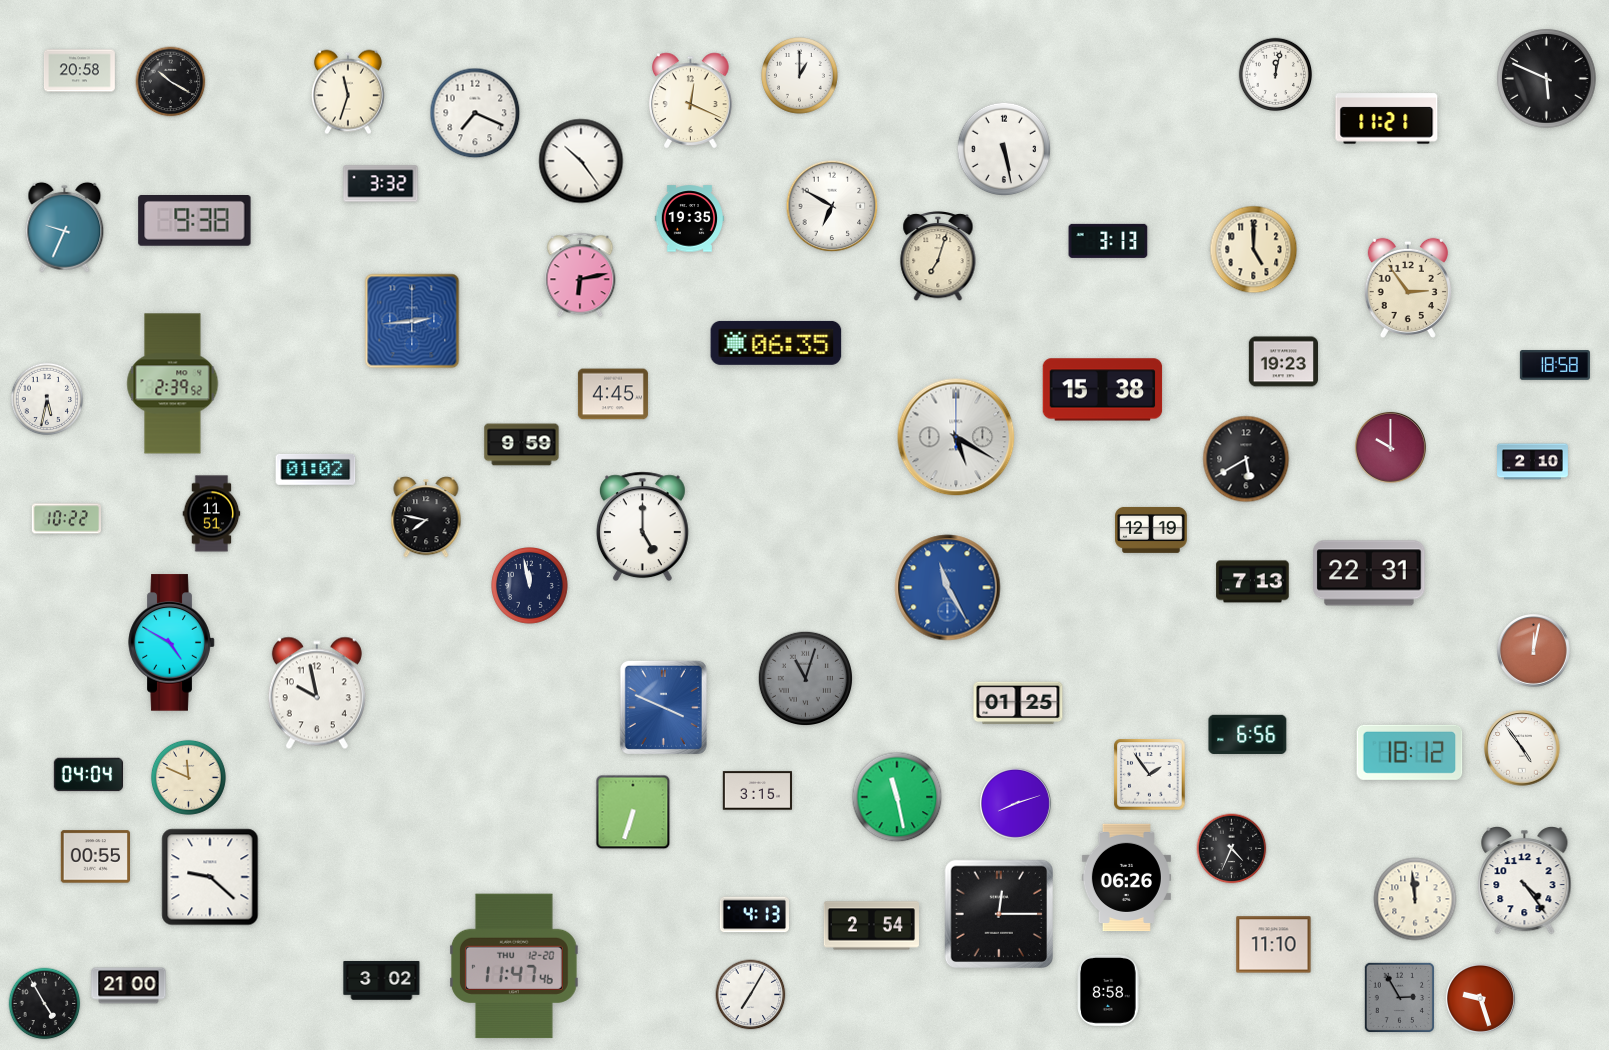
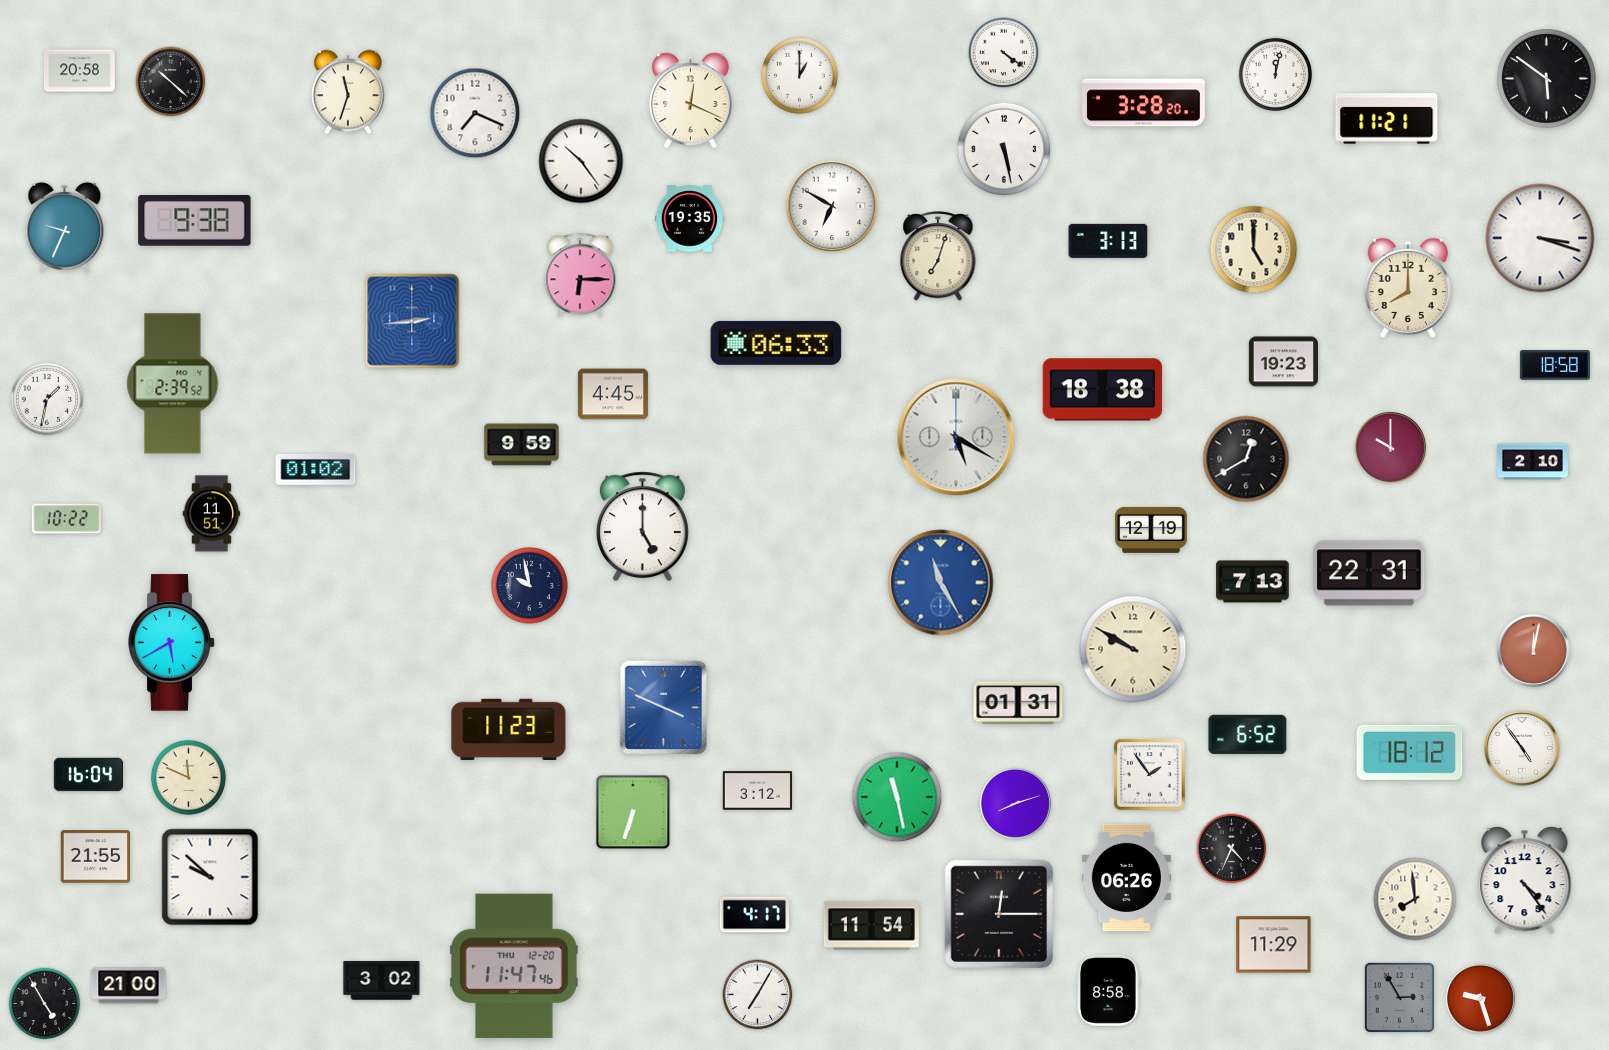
clock at (1004, 53): none -> 4:21
clock at (1547, 79): 5:49 -> 5:51
clock at (171, 82): 10:20 -> 10:22
clock at (1144, 103): none -> 3:28
clock at (381, 184): 3:32 -> none
clock at (1540, 238): none -> 3:18
clock at (580, 275): 6:13 -> 6:15
clock at (1408, 288): 2:54 -> 8:00
clock at (776, 343): 06:35 -> 06:33
clock at (1103, 390): 15:38 -> 18:38
clock at (47, 399): 5:32 -> 1:32
clock at (1246, 459): 5:40 -> 12:40
clock at (426, 517): 7:47 -> none
clock at (530, 586): 11:58 -> 9:58
clock at (948, 588) position: (948, 588) -> (941, 583)
clock at (172, 643): 4:50 -> 5:40
clock at (1133, 649): none -> 9:50
clock at (805, 678): 11:03 -> none
clock at (317, 693): 9:58 -> none
clock at (1018, 703): 01:25 -> 01:31
clock at (509, 729): none -> 11:23
clock at (1248, 734): 6:56 -> 6:52
clock at (88, 775): 04:04 -> 16:04
clock at (757, 791): 3:15 -> 3:12
clock at (95, 857): 00:55 -> 21:55
clock at (210, 877): 9:22 -> 9:52
clock at (1415, 899): 11:59 -> 7:59
clock at (754, 915): 4:13 -> 4:17
clock at (871, 926): 2:54 -> 11:54
clock at (1274, 945): 11:10 -> 11:29
clock at (751, 995) position: (751, 995) -> (758, 995)
